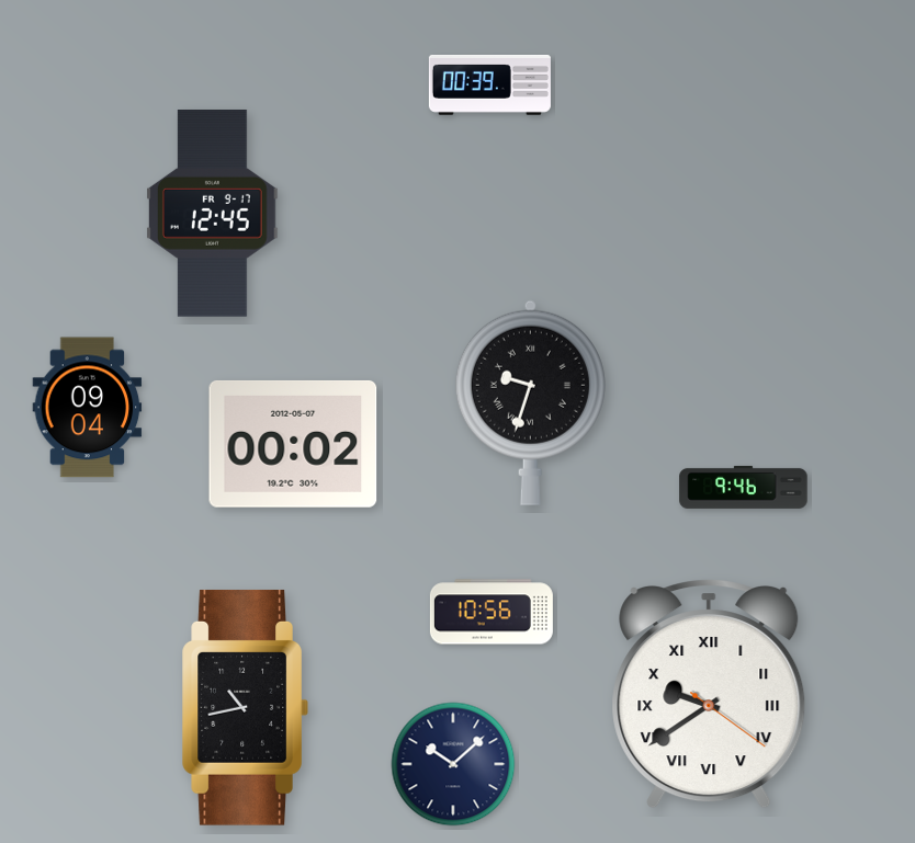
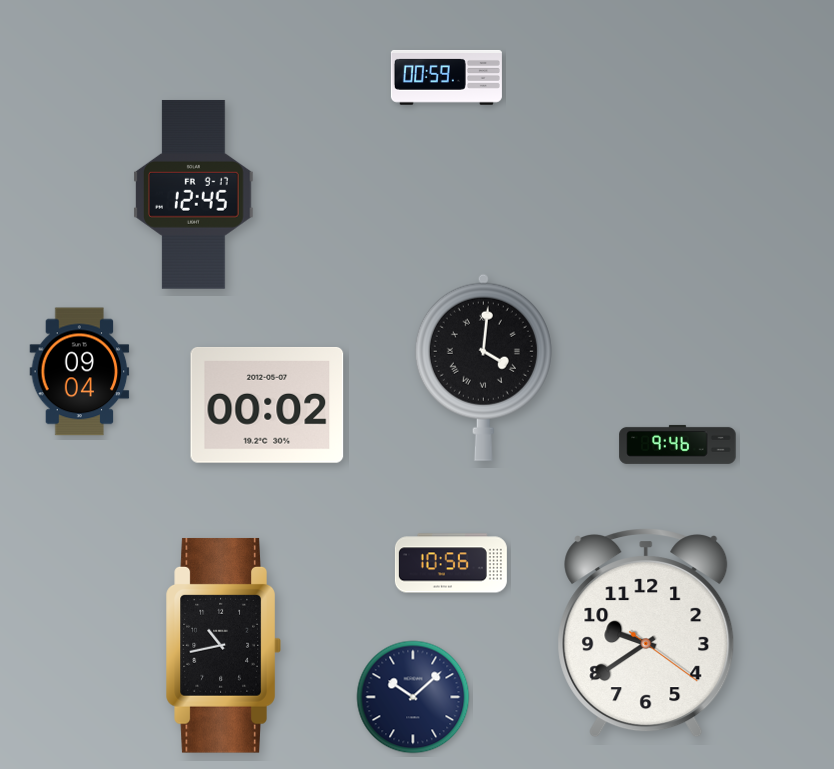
clock at (489, 84): 00:39 -> 00:59
clock at (530, 402): 9:33 -> 4:01
clock at (492, 612) position: (492, 612) -> (451, 563)
clock at (709, 694) numerals: Roman -> Arabic
